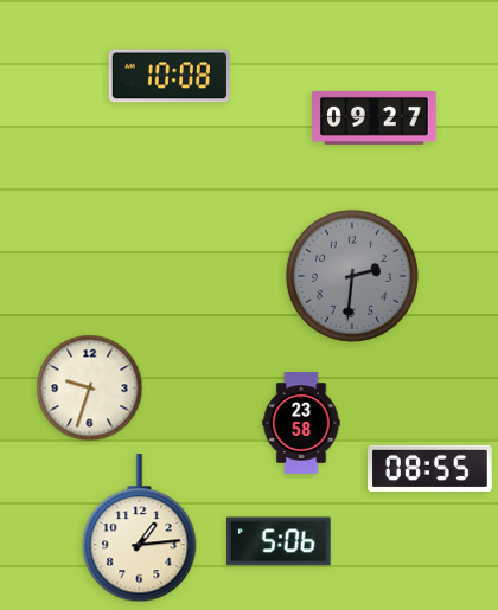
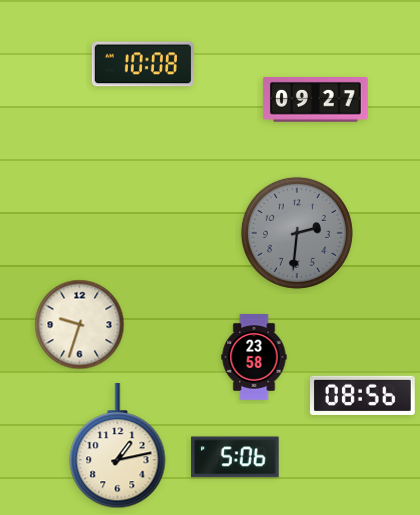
clock at (90, 389) position: (90, 389) -> (80, 325)
clock at (430, 468): 08:55 -> 08:56
clock at (140, 528): 1:14 -> 1:13
